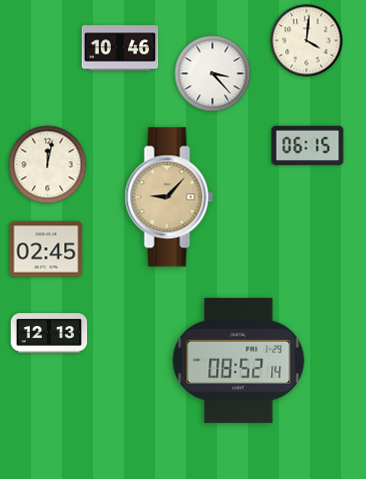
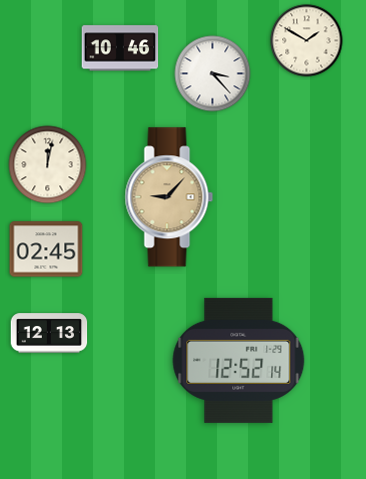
clock at (307, 41): 4:01 -> 1:50
clock at (308, 146): 06:15 -> none
clock at (239, 360): 08:52 -> 12:52
